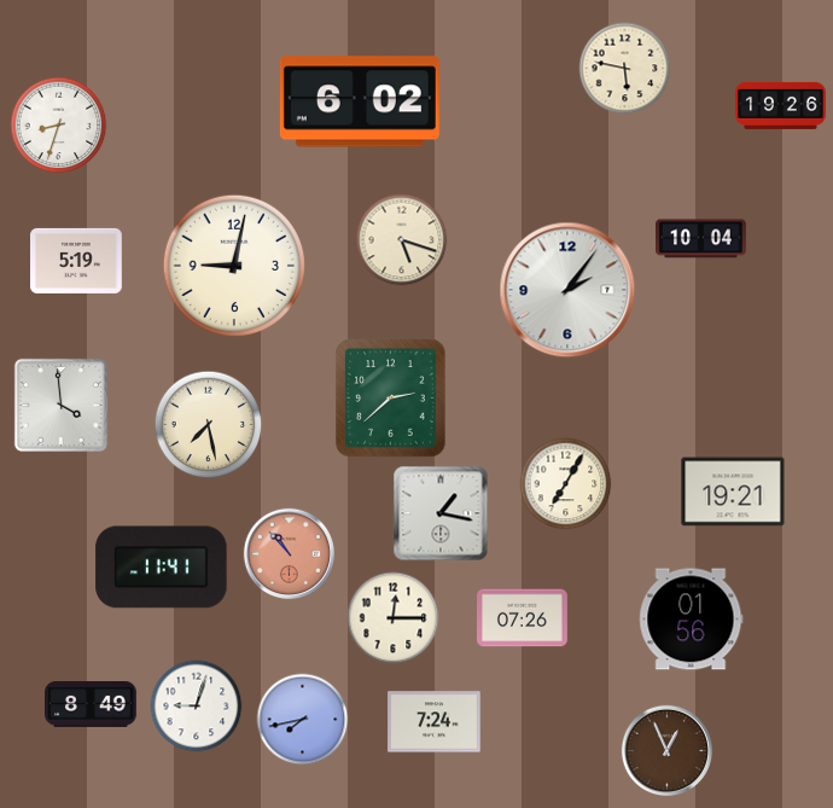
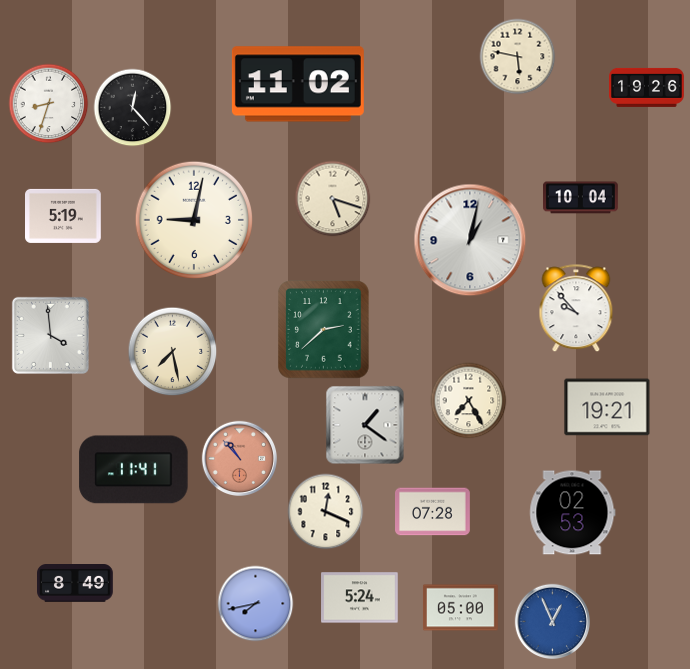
clock at (360, 101): 6:02 -> 11:02
clock at (133, 108): none -> 12:23
clock at (567, 290): 2:06 -> 1:02
clock at (576, 309): none -> 9:53
clock at (566, 484): 7:05 -> 7:25
clock at (441, 513): 1:17 -> 1:21
clock at (394, 618): 12:15 -> 12:19
clock at (523, 618): 07:26 -> 07:28
clock at (692, 620): 01:56 -> 02:53
clock at (197, 707): 9:03 -> none
clock at (303, 720) position: (303, 720) -> (256, 604)
clock at (435, 722): 7:24 -> 5:24
clock at (460, 608): none -> 05:00
clock at (666, 750) dial: brown -> blue
